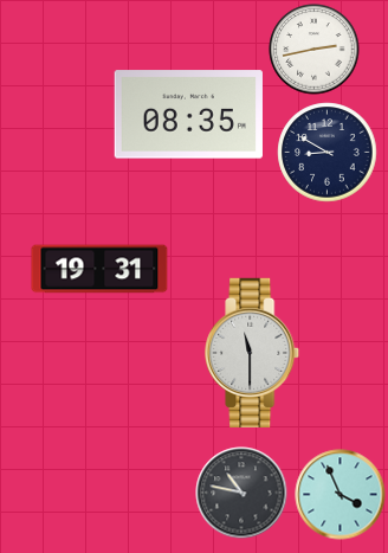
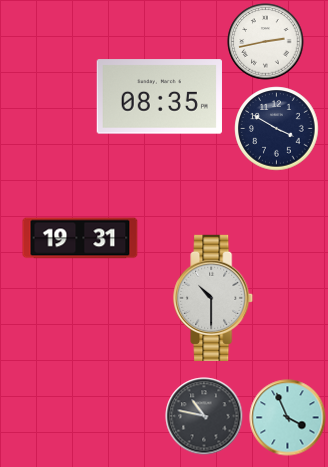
clock at (328, 153): 8:50 -> 3:50
clock at (99, 269) position: (99, 269) -> (80, 238)
clock at (253, 353): 11:30 -> 10:30
